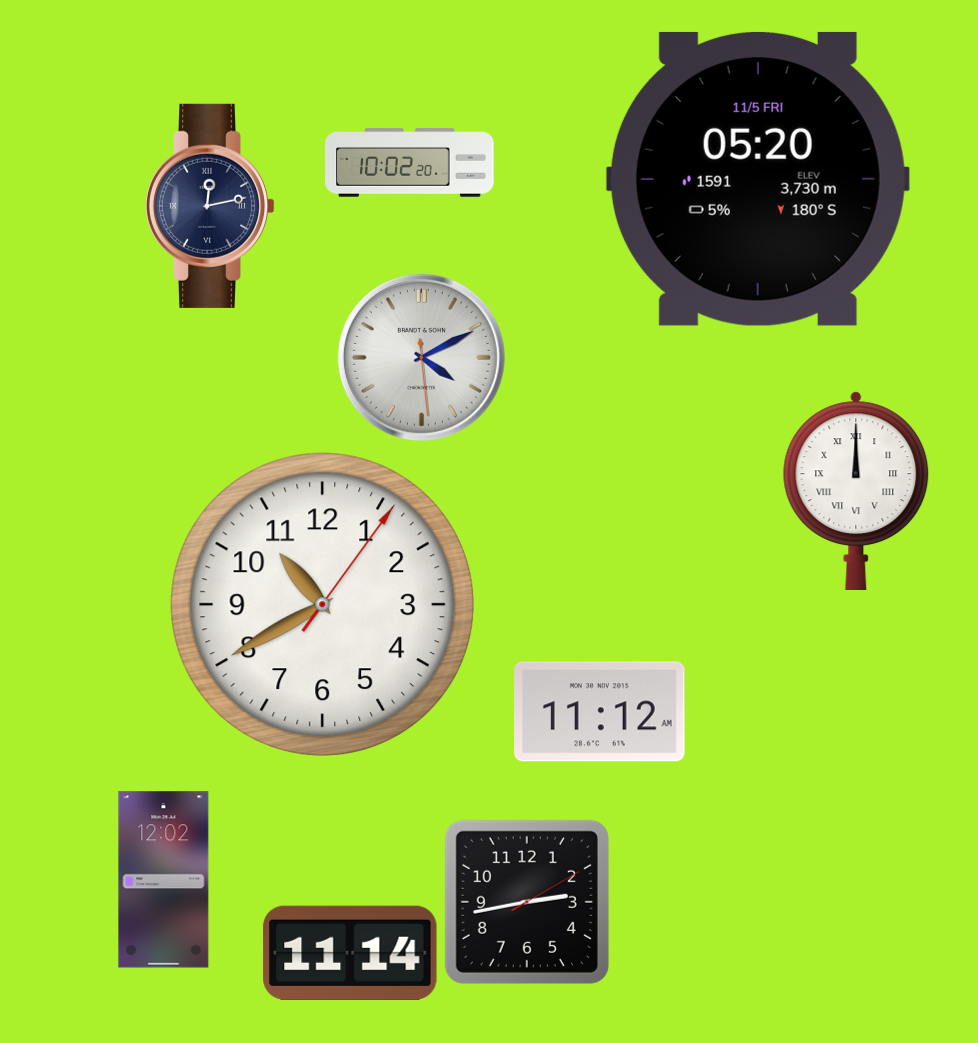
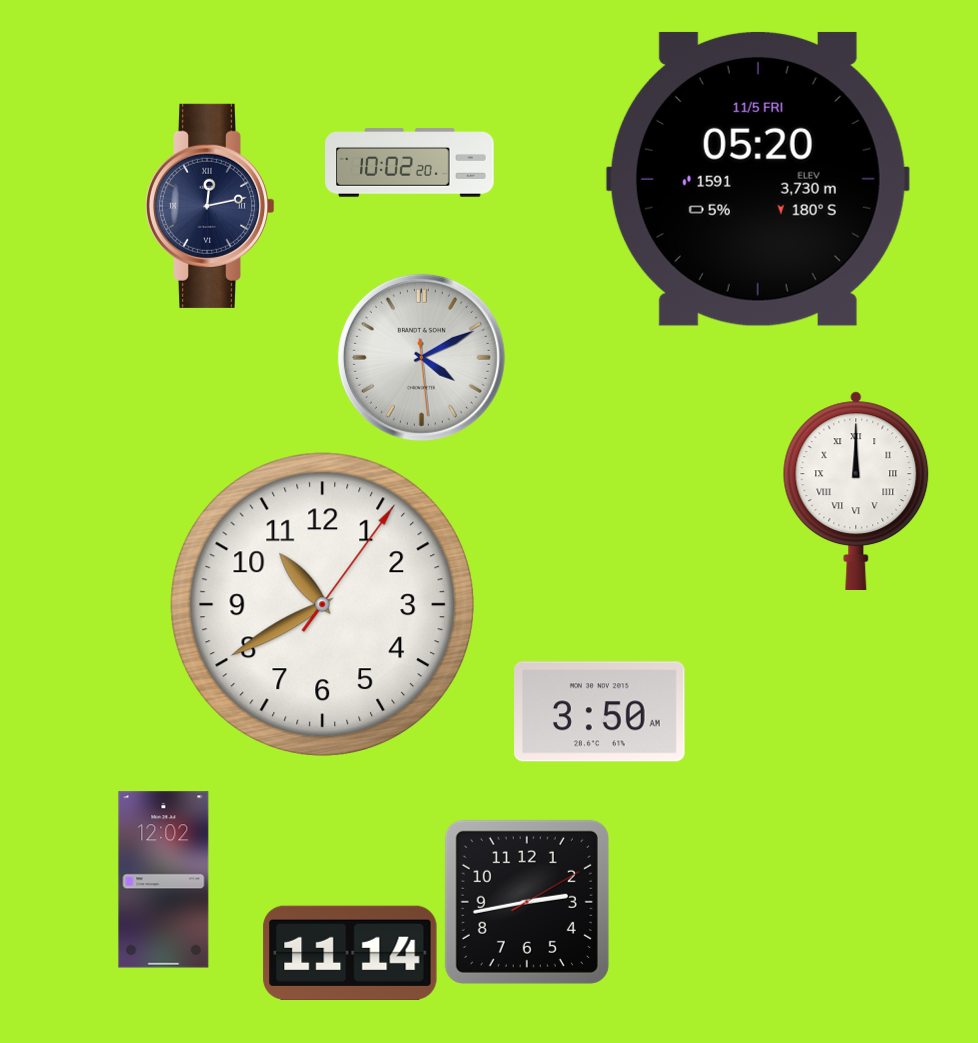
clock at (600, 712): 11:12 -> 3:50
